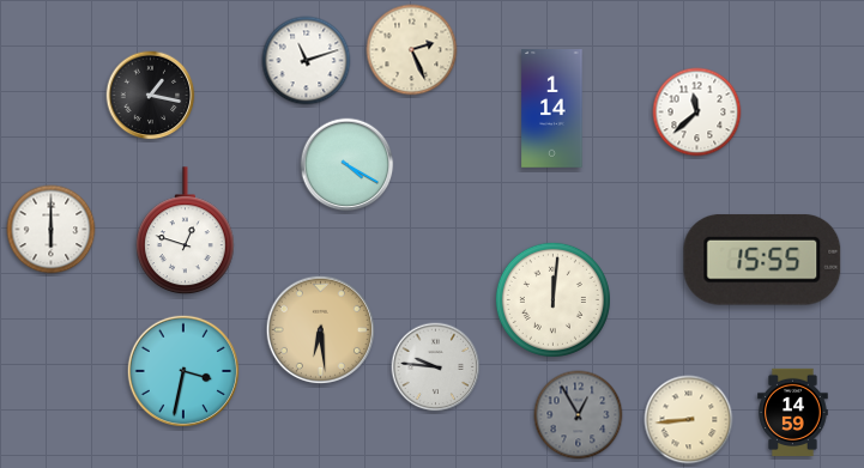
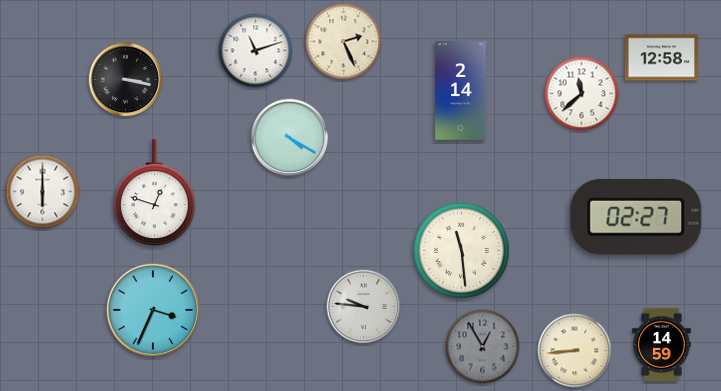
clock at (661, 58): none -> 12:58
clock at (151, 96): 1:17 -> 3:17
clock at (552, 109): 1:14 -> 2:14
clock at (762, 260): 15:55 -> 02:27
clock at (552, 299): 12:01 -> 11:29
clock at (321, 330): 6:29 -> none
clock at (182, 370): 3:32 -> 3:34
